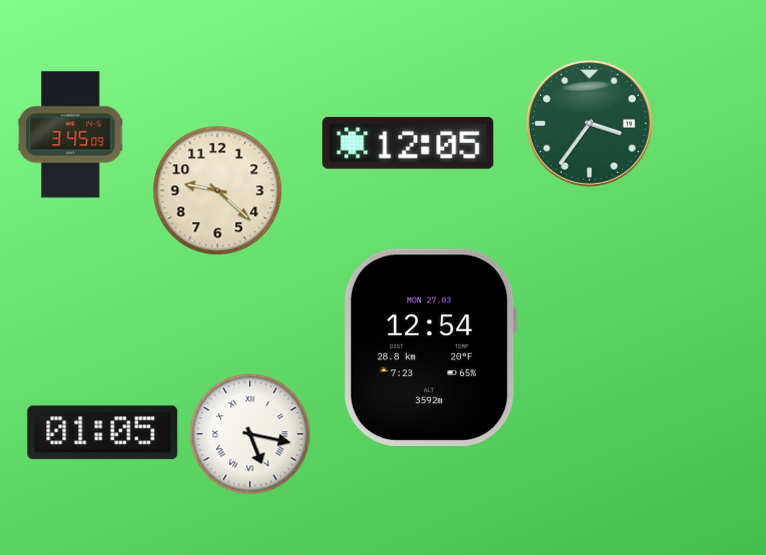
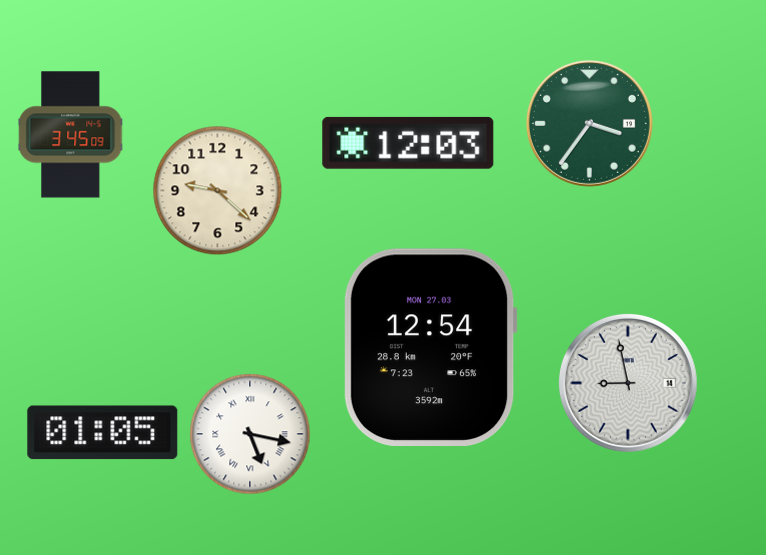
clock at (408, 143): 12:05 -> 12:03
clock at (628, 383): none -> 8:58
